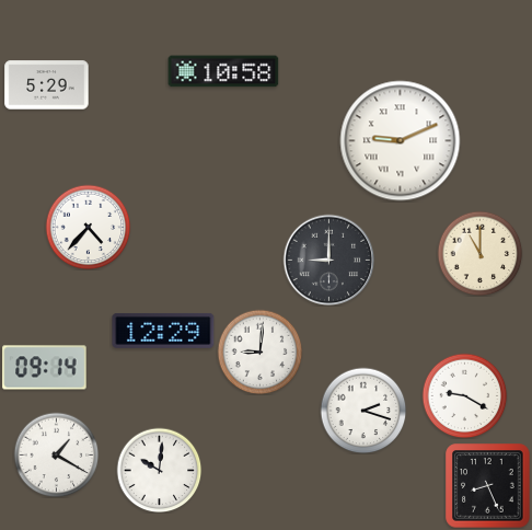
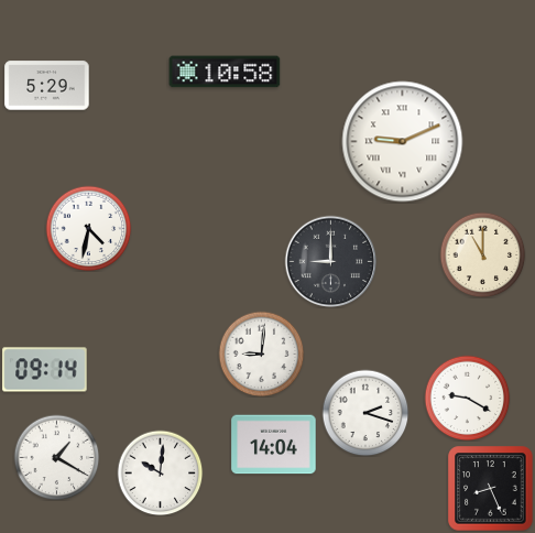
clock at (88, 227): 4:37 -> 4:32
clock at (163, 331): 12:29 -> none
clock at (274, 445): none -> 14:04
